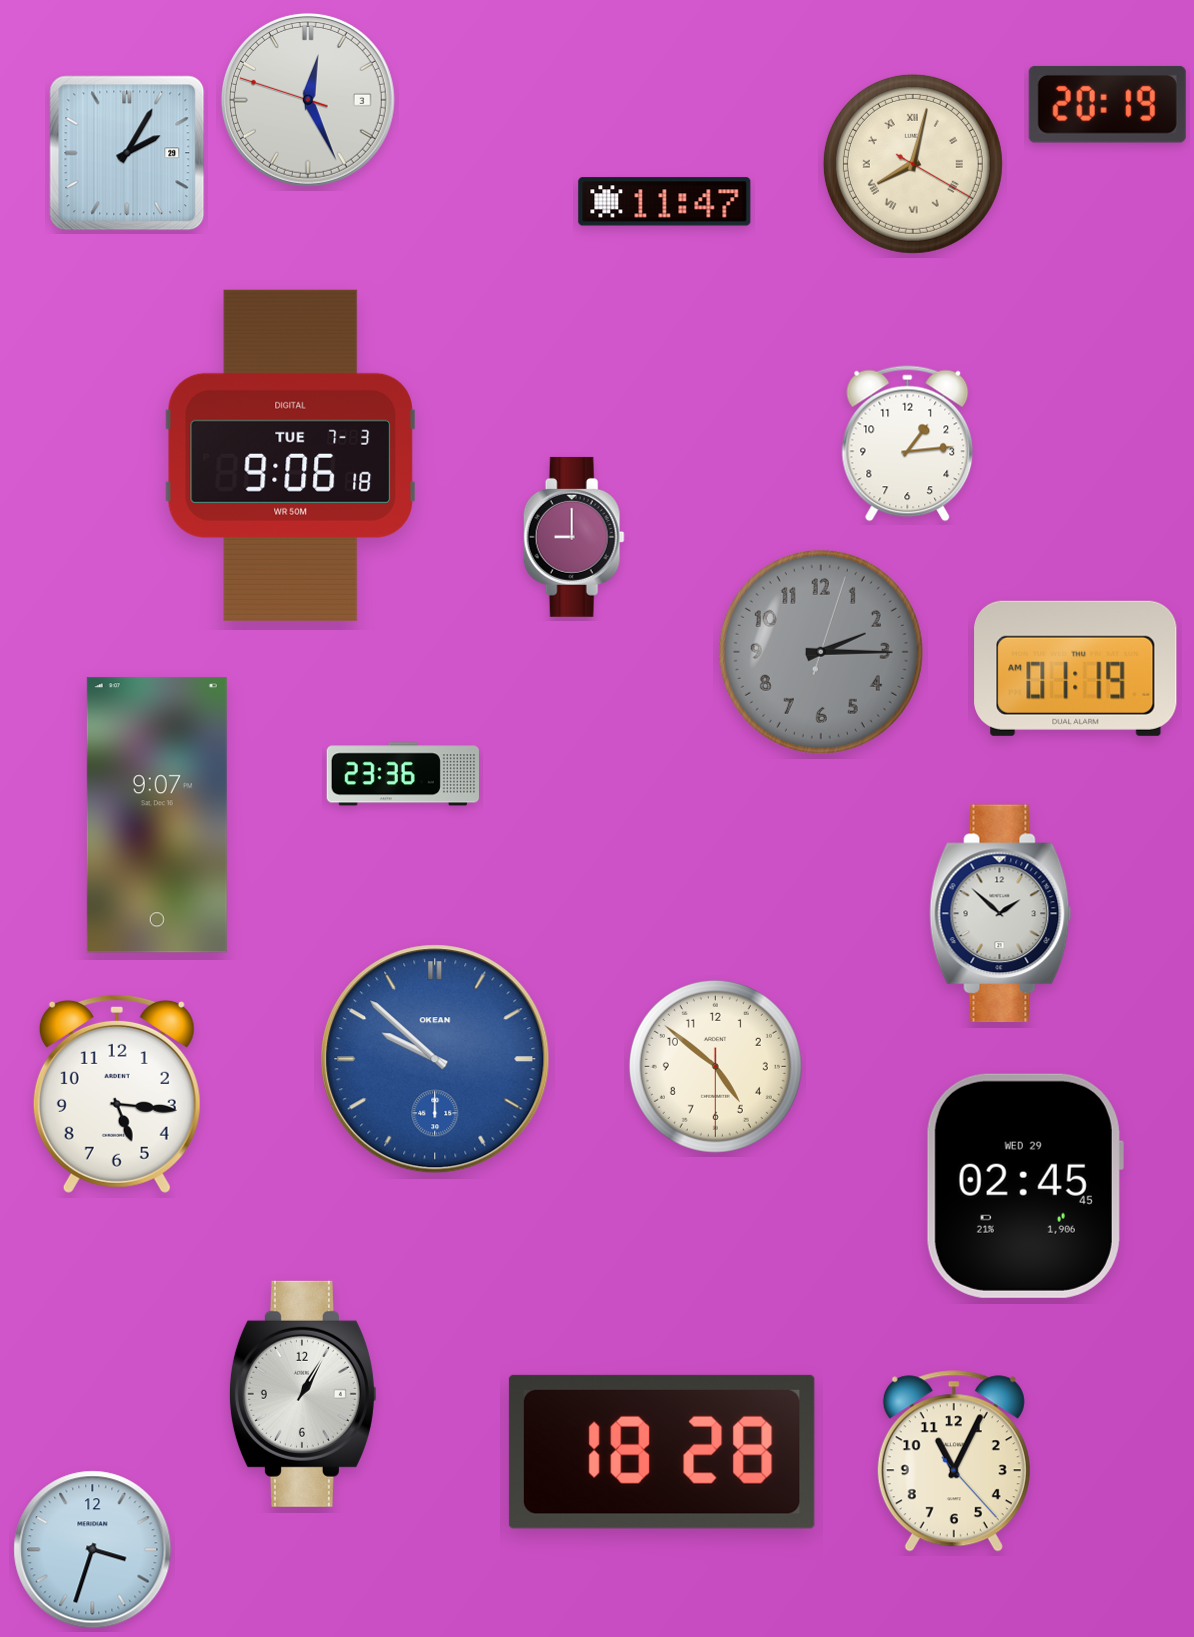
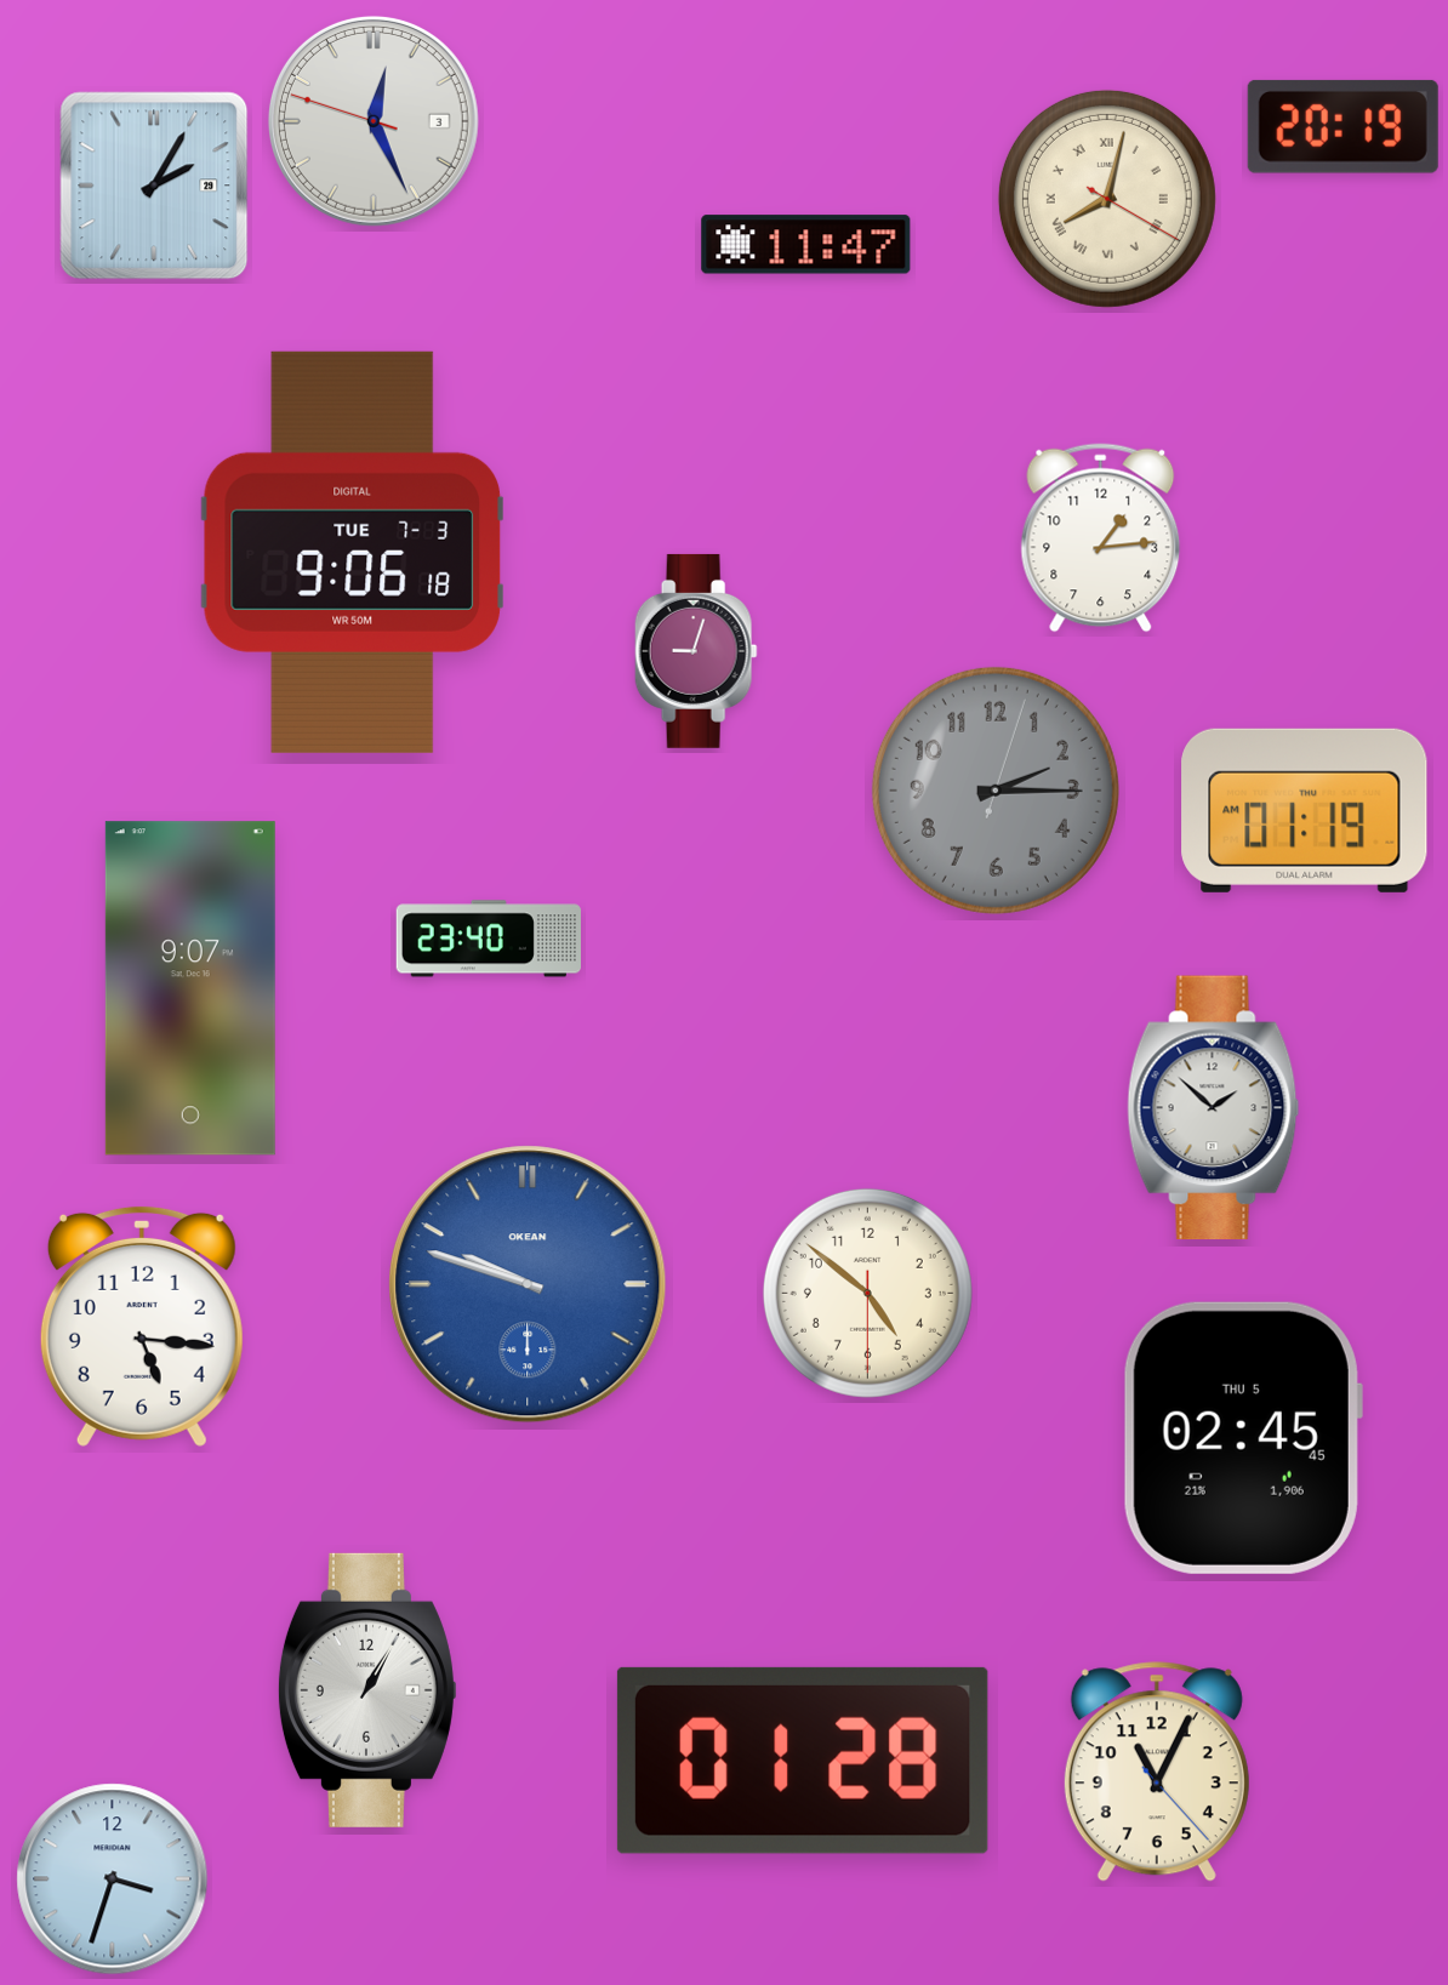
clock at (574, 537): 9:00 -> 9:03
clock at (403, 774): 23:36 -> 23:40
clock at (435, 1059): 9:52 -> 9:48
clock at (1025, 1186) date: WED 29 -> THU 5
clock at (662, 1452): 18:28 -> 01:28
